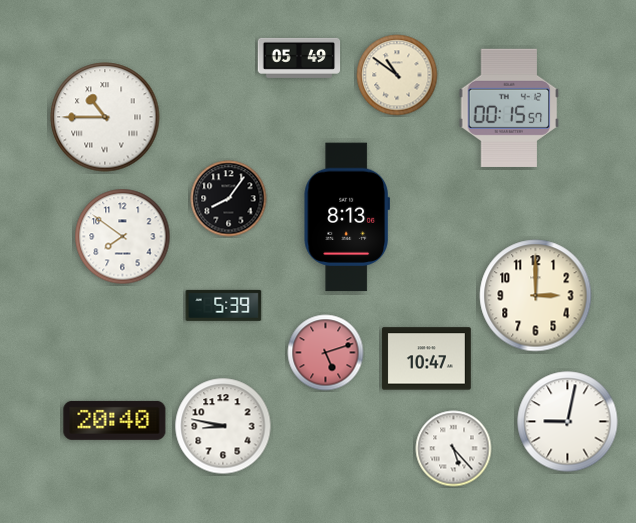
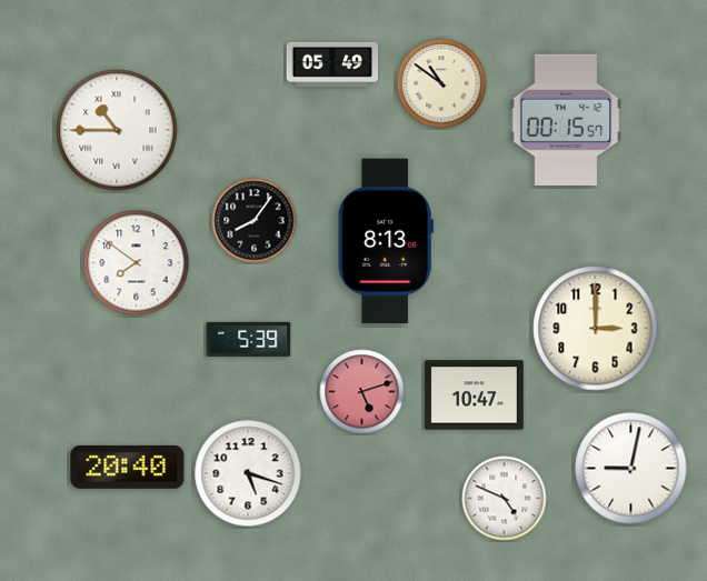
clock at (426, 359) position: (426, 359) -> (474, 395)
clock at (223, 426): 8:47 -> 5:18
clock at (454, 449): 5:23 -> 4:49
